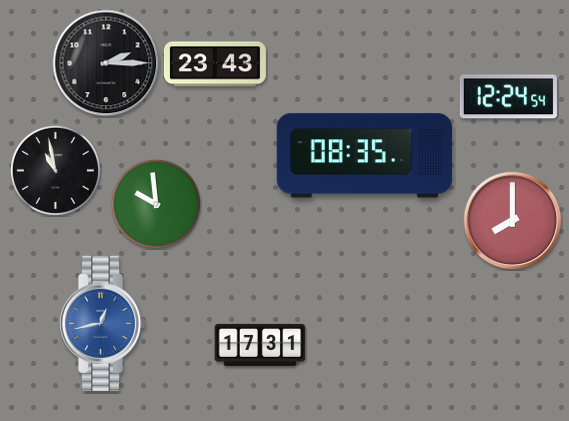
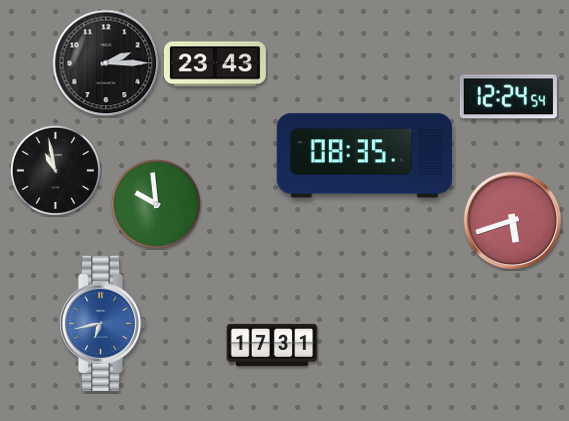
clock at (513, 221): 8:00 -> 5:42
clock at (102, 323): 12:43 -> 6:43
clock at (260, 345) position: (260, 345) -> (272, 345)
